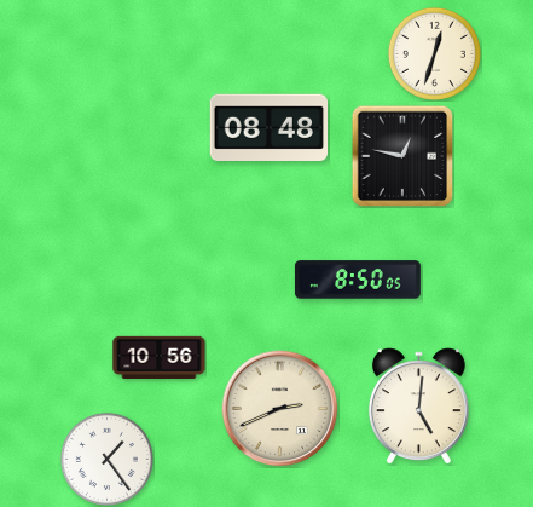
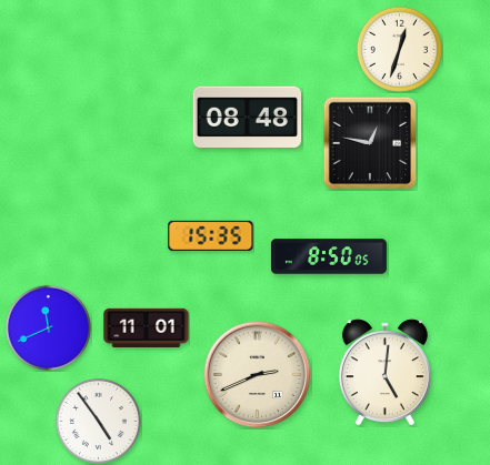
clock at (211, 235): none -> 15:35
clock at (48, 327): none -> 11:41
clock at (160, 357): 10:56 -> 11:01
clock at (106, 459): 1:24 -> 4:54
